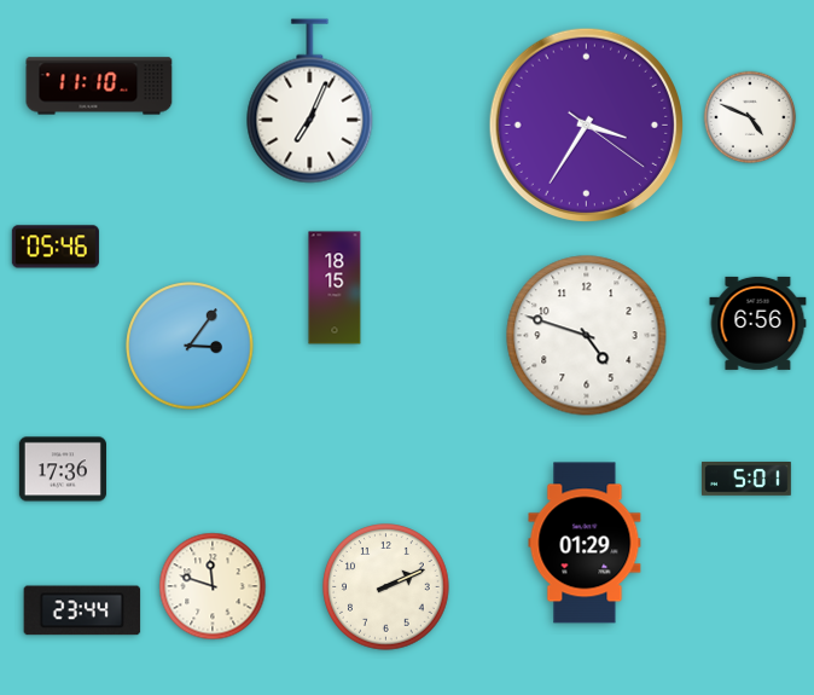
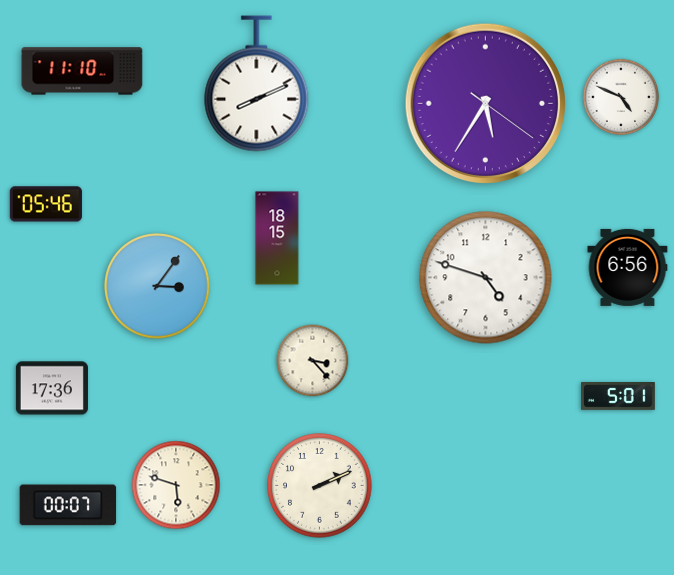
clock at (310, 102): 7:04 -> 8:11
clock at (586, 124): 3:35 -> 5:35
clock at (313, 361): none -> 3:23
clock at (585, 543): 01:29 -> none
clock at (213, 586): 11:48 -> 5:48
clock at (82, 610): 23:44 -> 00:07
